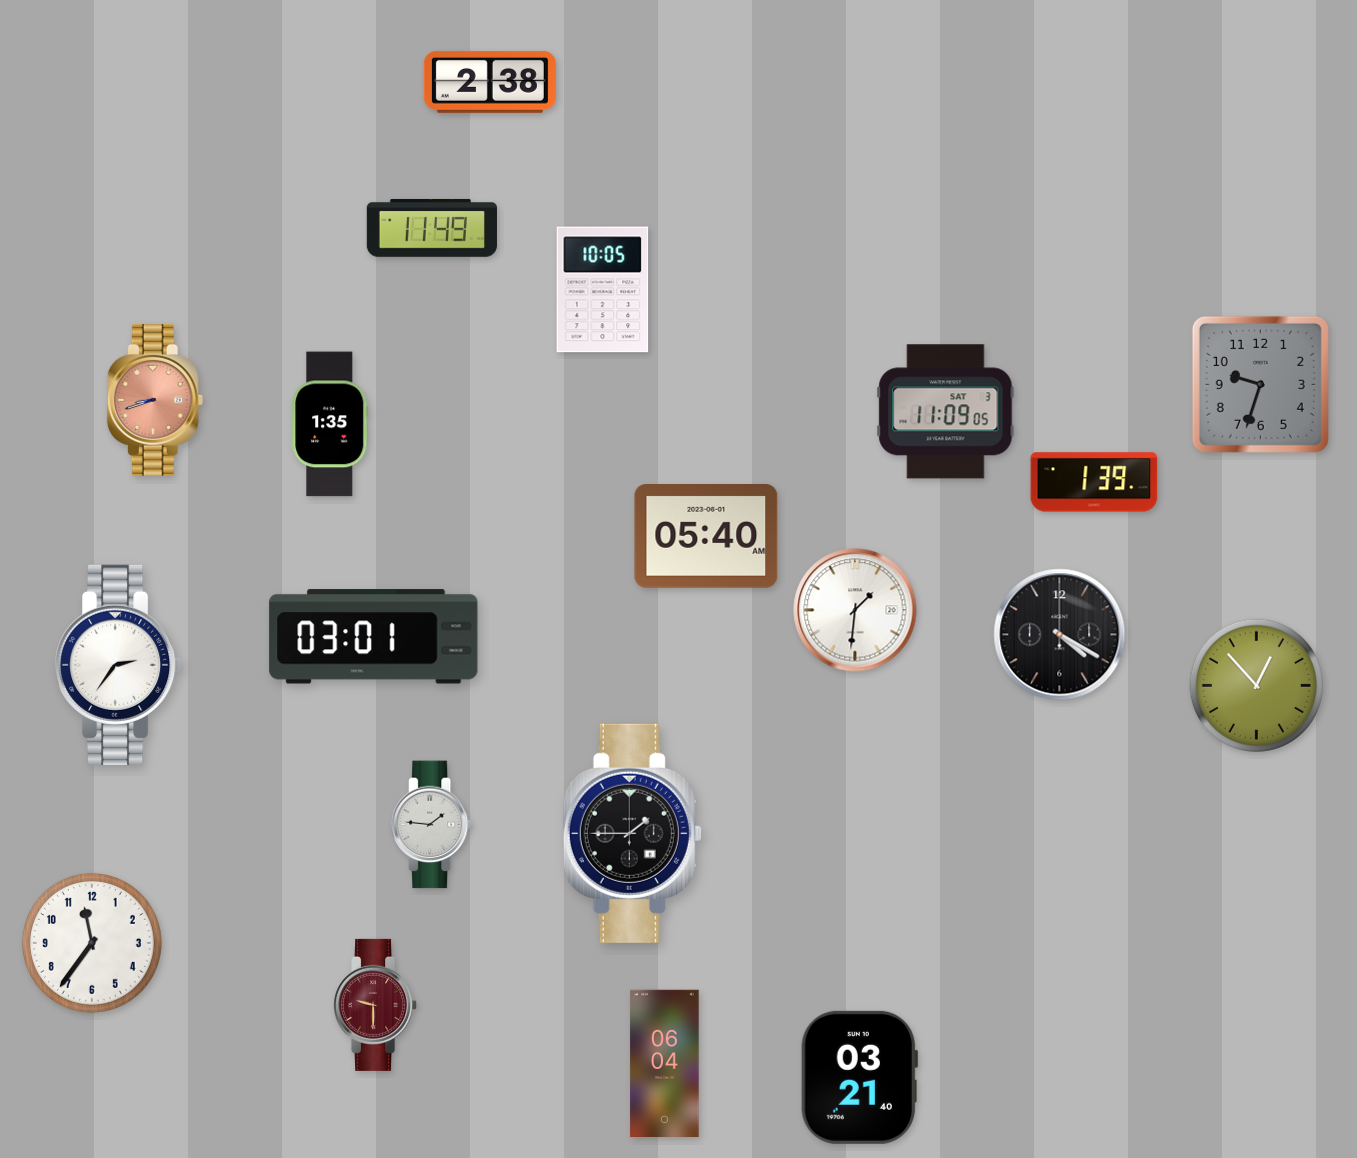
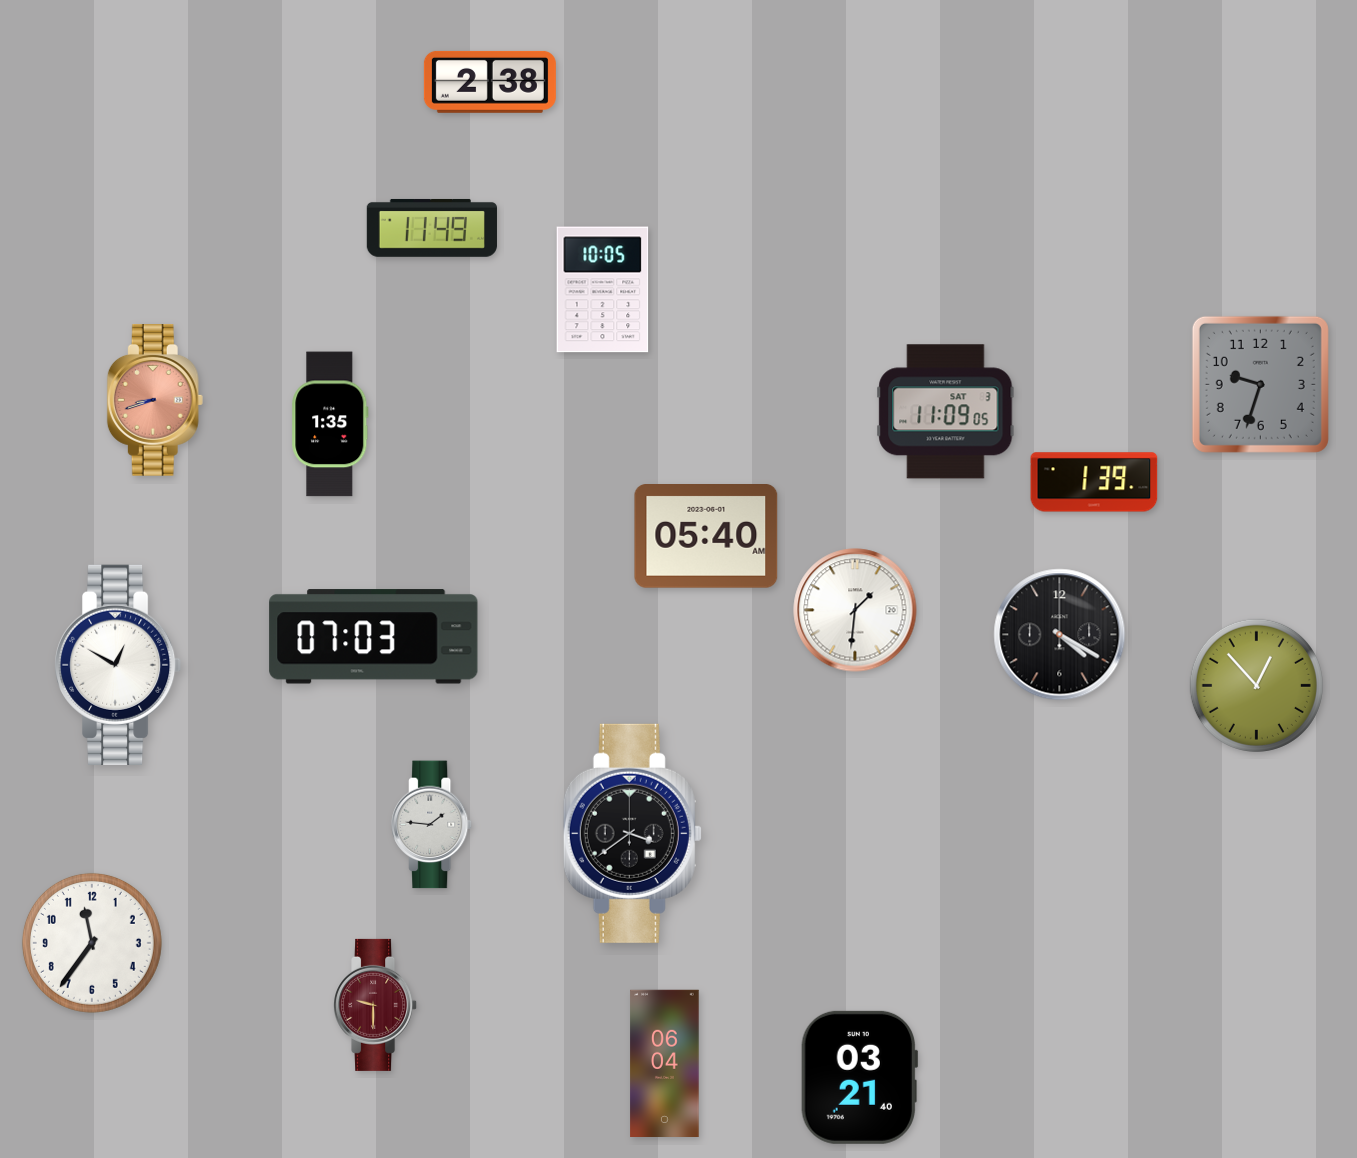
clock at (374, 637): 03:01 -> 07:03
clock at (119, 665): 2:36 -> 12:50
clock at (632, 833): 1:45 -> 3:39
